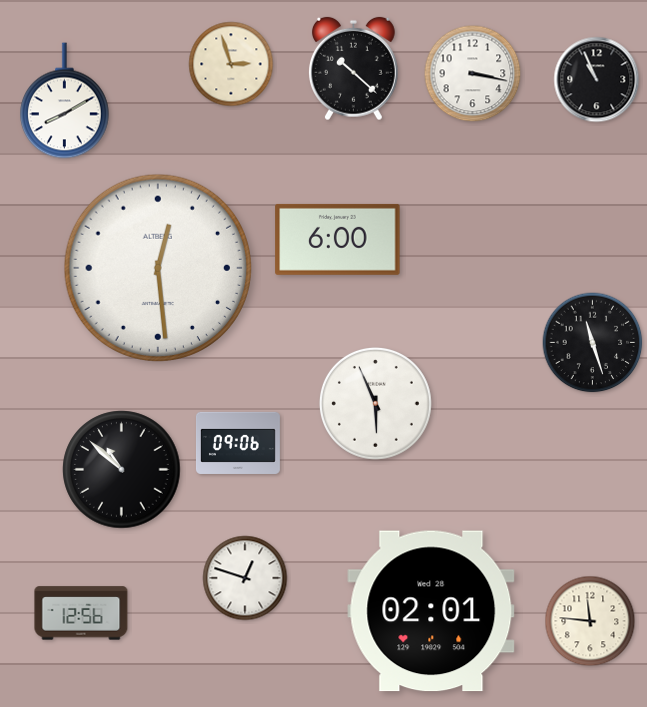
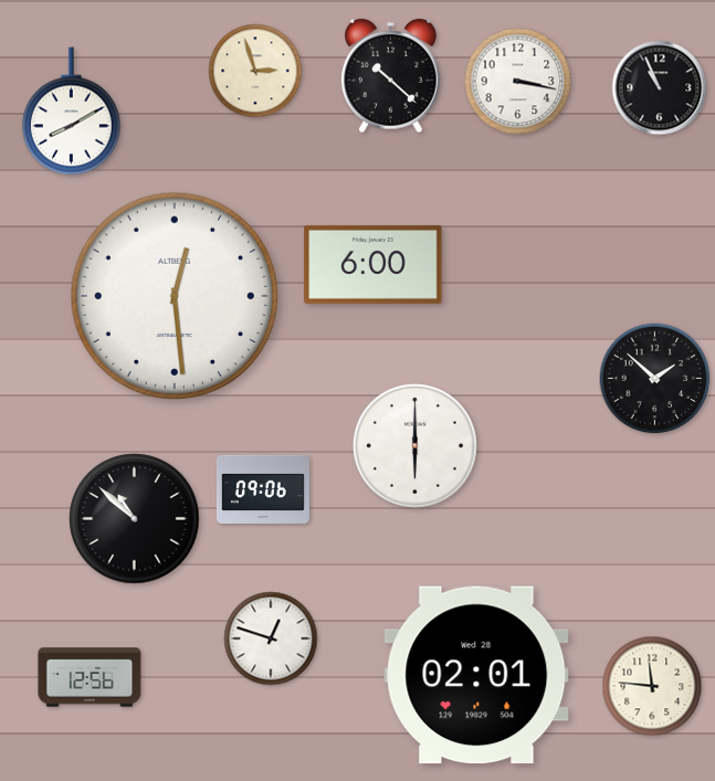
clock at (473, 74) position: (473, 74) -> (518, 82)
clock at (593, 343): 11:27 -> 1:52
clock at (375, 403): 5:56 -> 6:00
